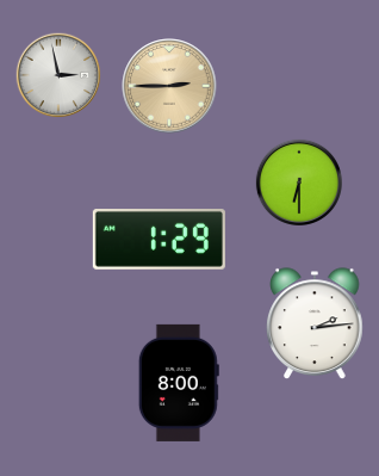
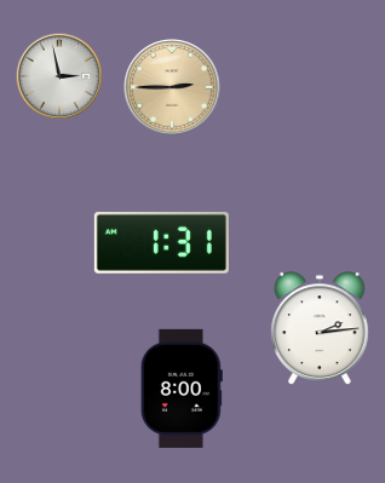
clock at (299, 183): 6:30 -> none
clock at (159, 240): 1:29 -> 1:31
